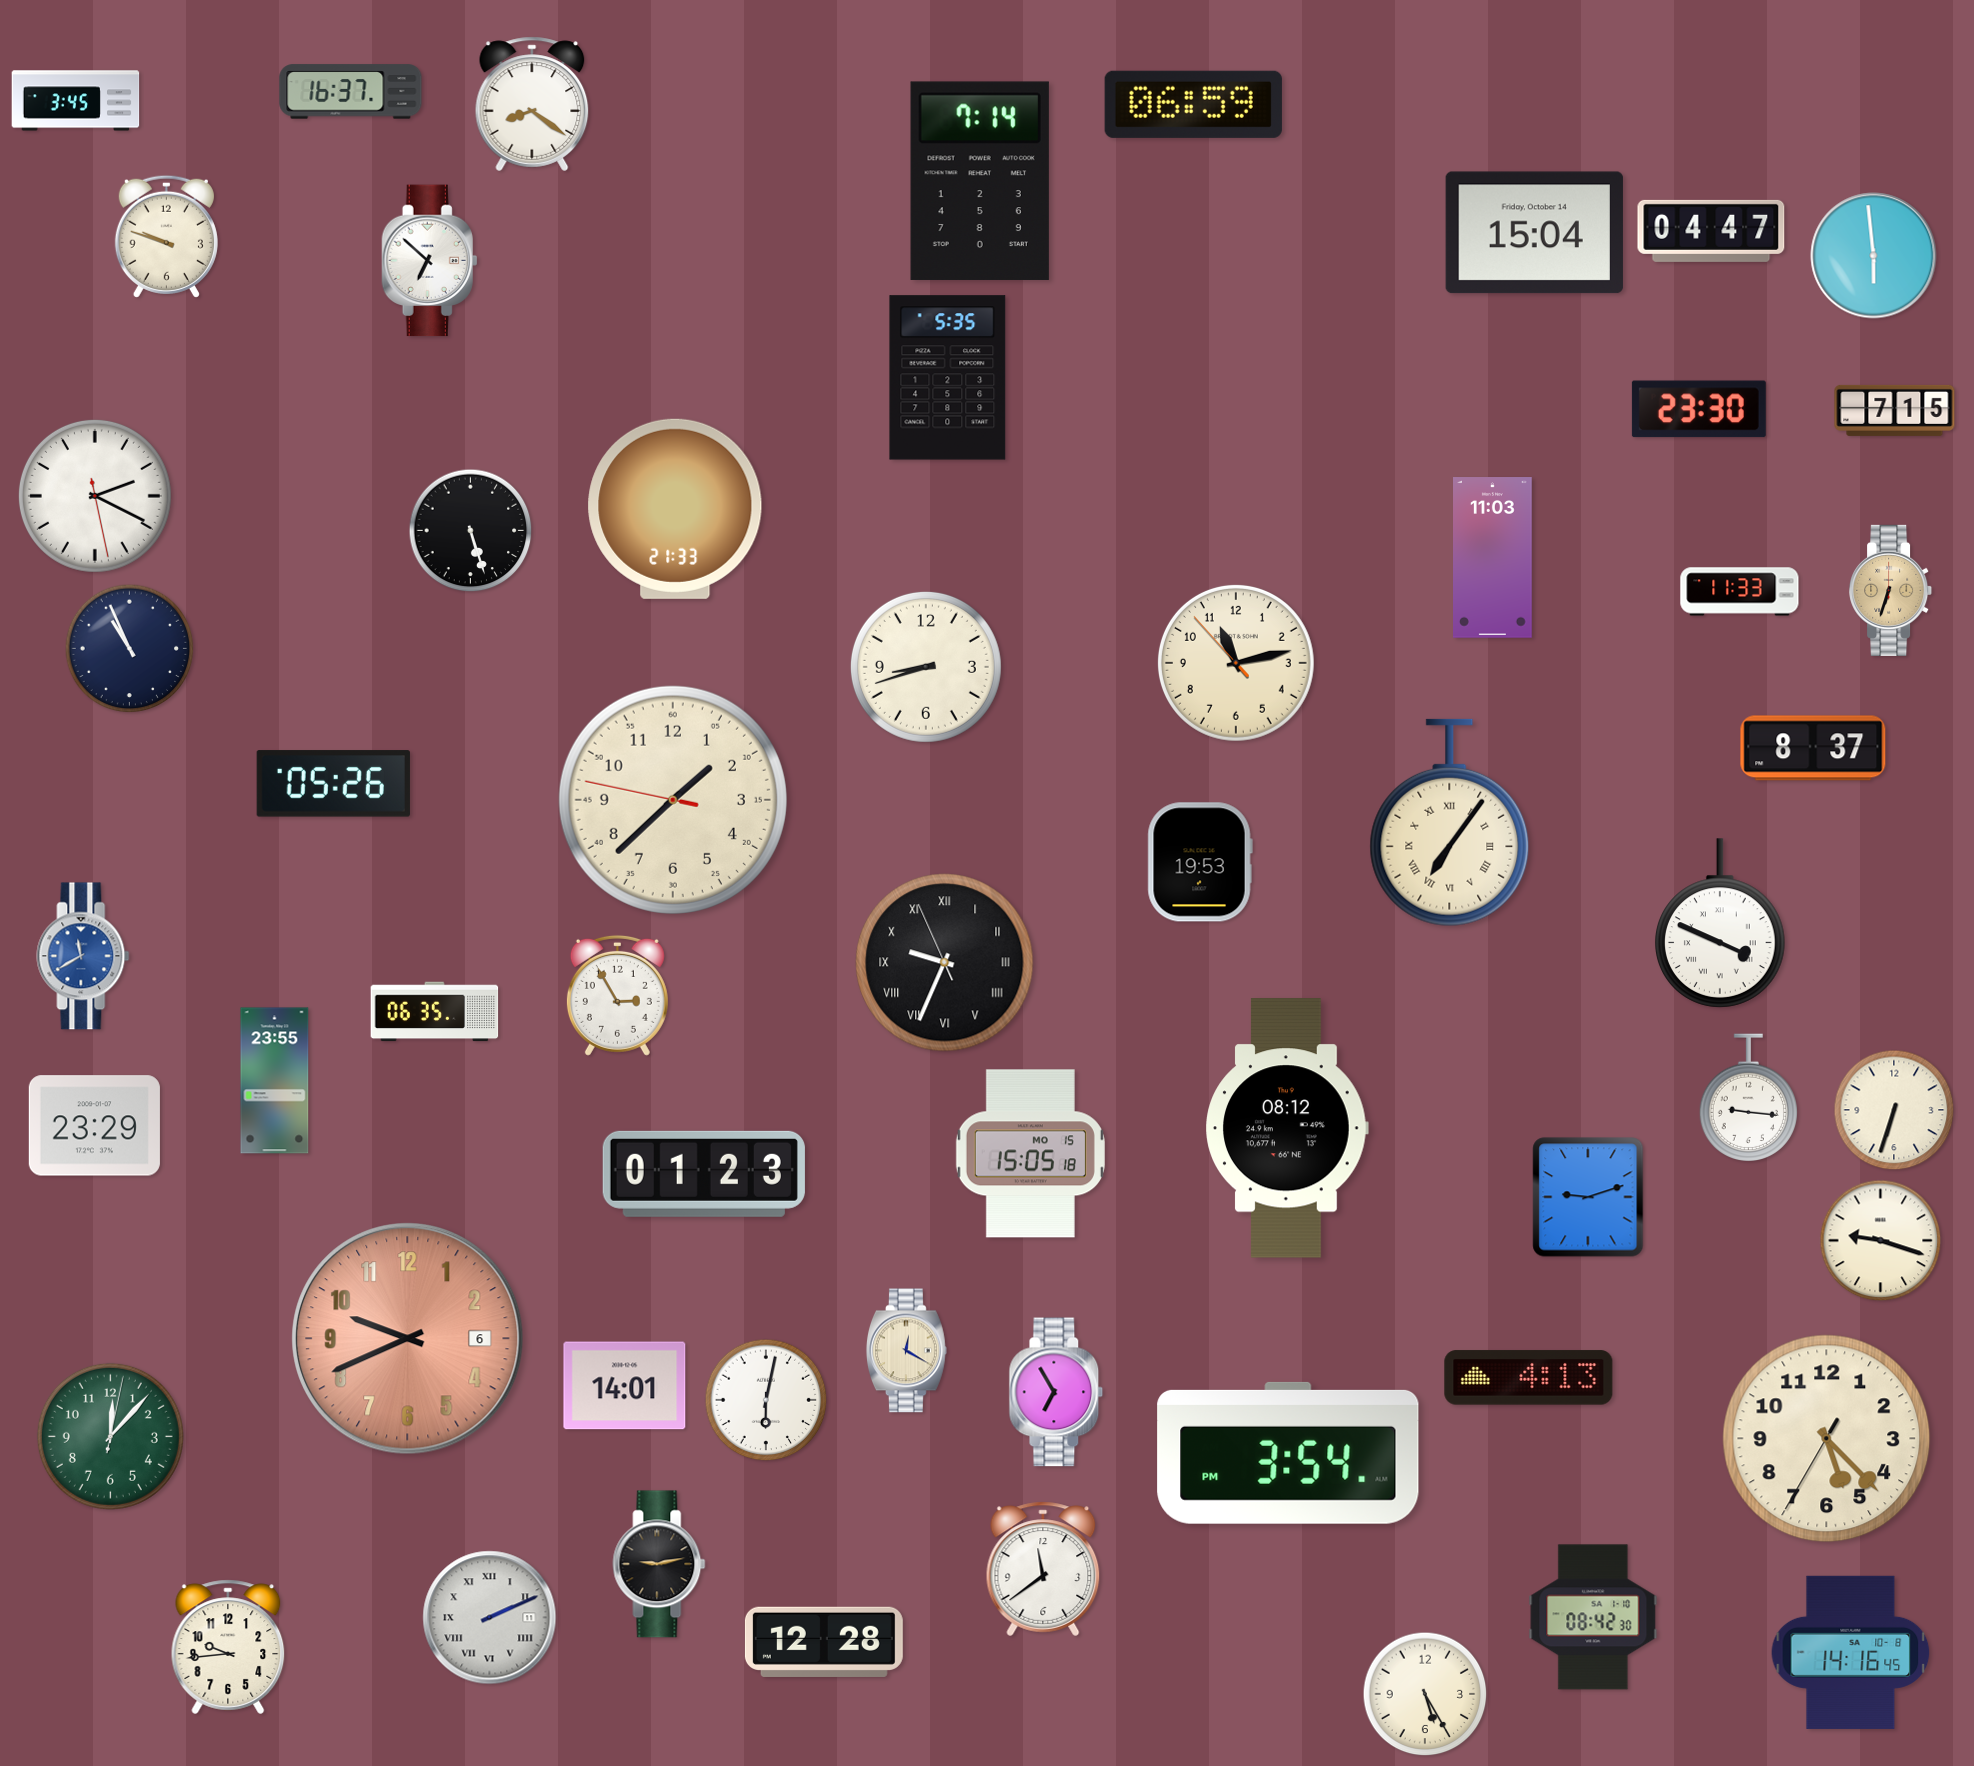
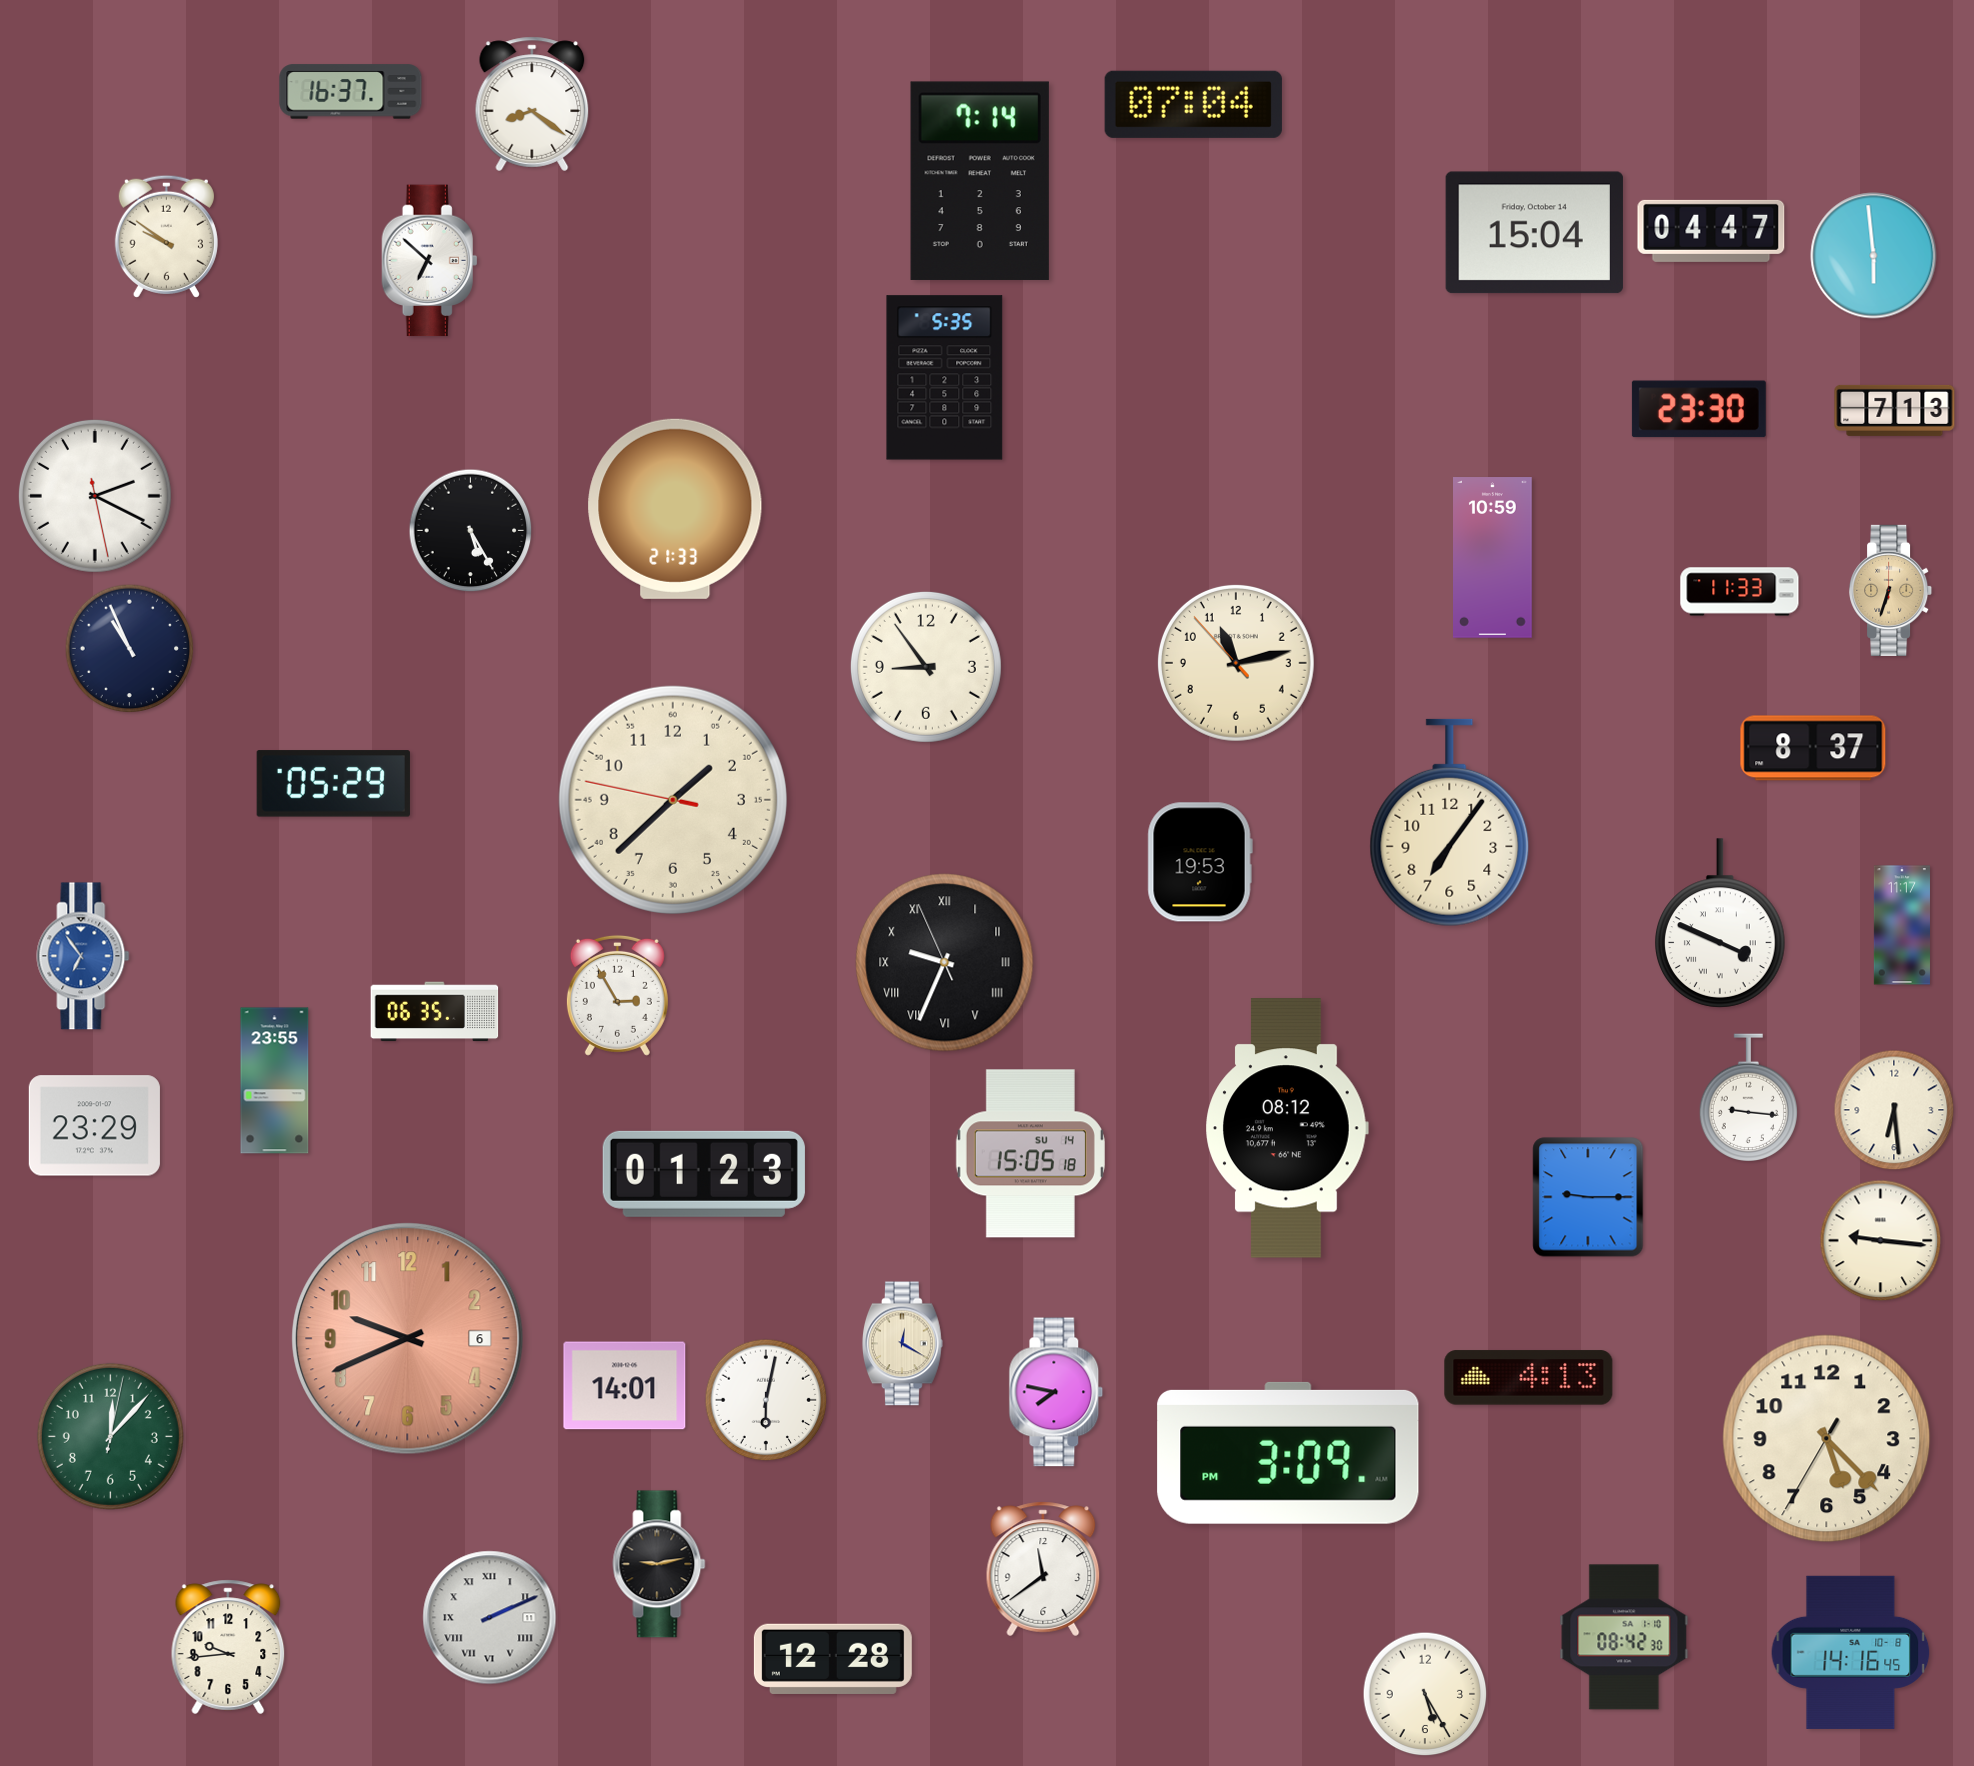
clock at (76, 101): 3:45 -> none
clock at (1193, 104): 06:59 -> 07:04
clock at (166, 236): 9:48 -> 9:51
clock at (948, 378) position: (948, 378) -> (945, 378)
clock at (1895, 410): 7:15 -> 7:13
clock at (471, 531): 5:27 -> 5:25
clock at (1493, 558): 11:03 -> 10:59
clock at (926, 667): 8:42 -> 8:54
clock at (333, 784): 05:26 -> 05:29
clock at (1450, 823) numerals: Roman -> Arabic
clock at (1902, 925): none -> 11:17
clock at (83, 956): 11:40 -> 6:54
clock at (1894, 1110): 6:33 -> 6:29
clock at (1030, 1154) date: MO 15 -> SU 14
clock at (1588, 1197): 9:12 -> 9:15
clock at (1881, 1241): 9:18 -> 9:16
clock at (906, 1351) position: (906, 1351) -> (902, 1344)
clock at (1056, 1392): 6:55 -> 7:47
clock at (1288, 1453): 3:54 -> 3:09
clock at (1593, 1617) position: (1593, 1617) -> (1624, 1637)
clock at (824, 1642) position: (824, 1642) -> (833, 1659)
